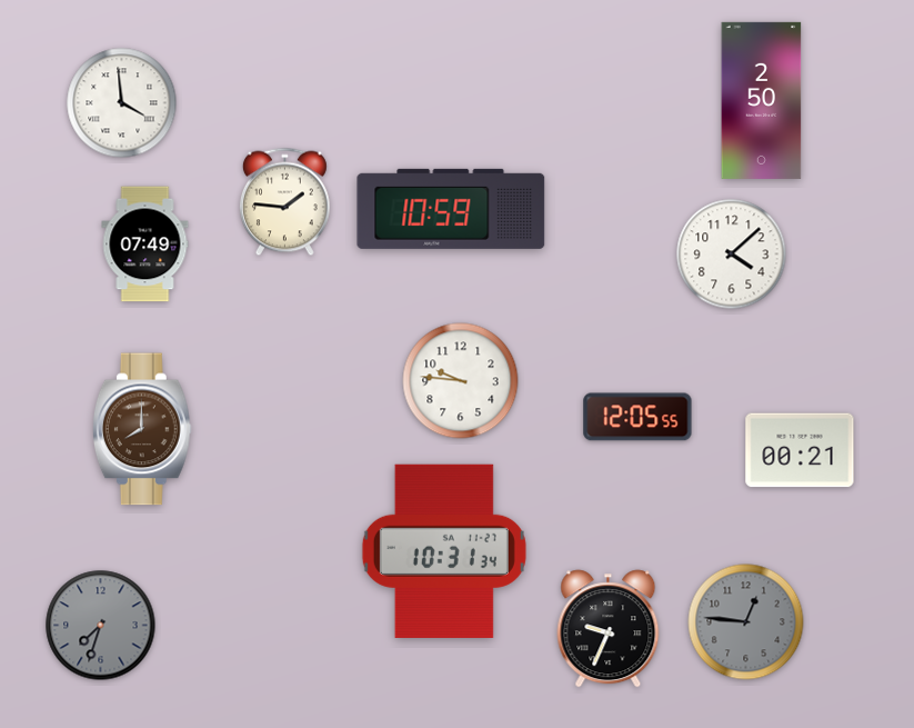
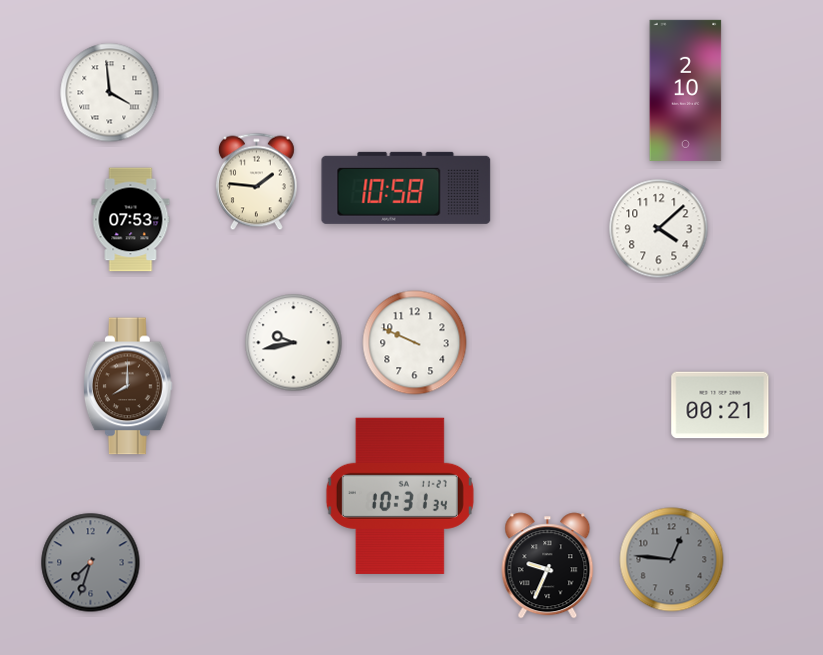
clock at (762, 100): 2:50 -> 2:10
clock at (451, 209): 10:59 -> 10:58
clock at (145, 245): 07:49 -> 07:53
clock at (294, 343): none -> 9:43
clock at (461, 381): 9:46 -> 9:49
clock at (637, 417): 12:05 -> none
